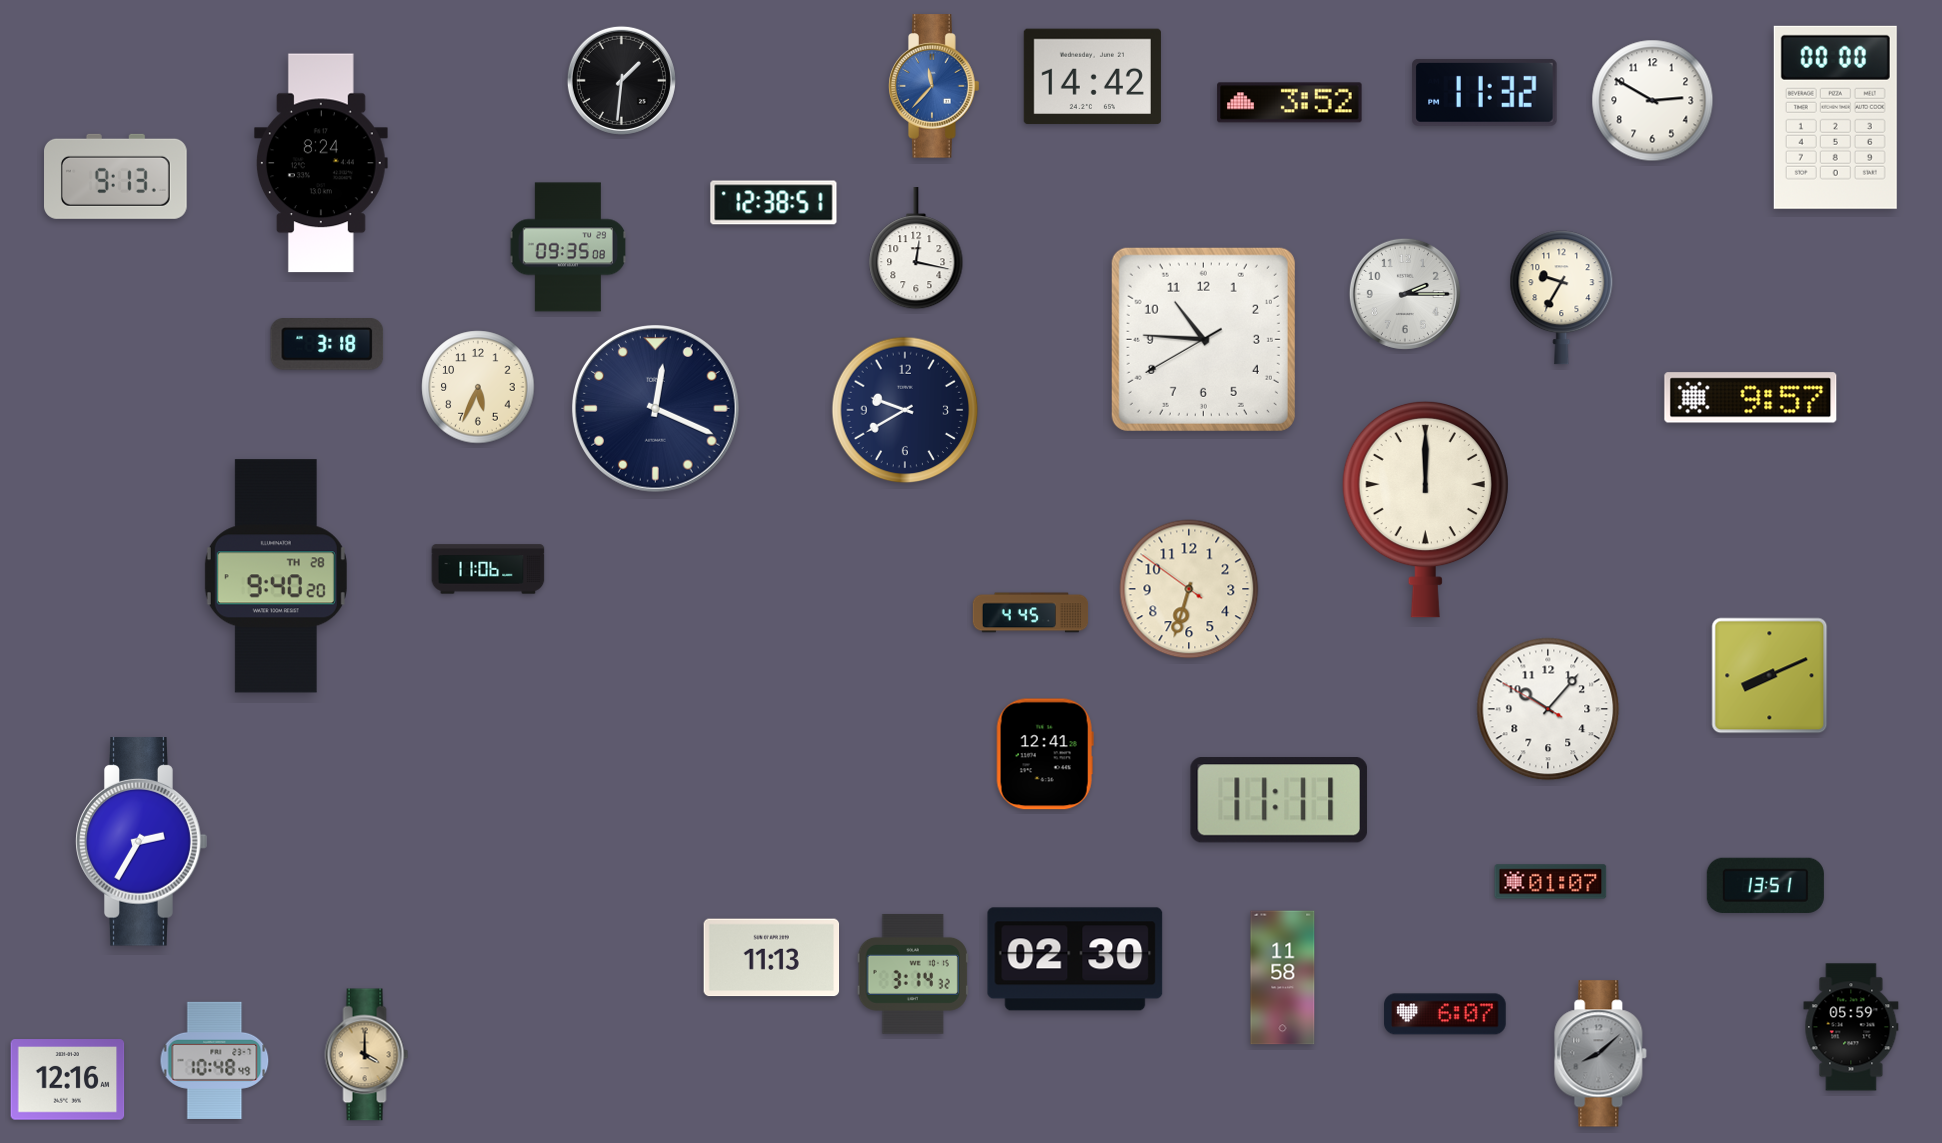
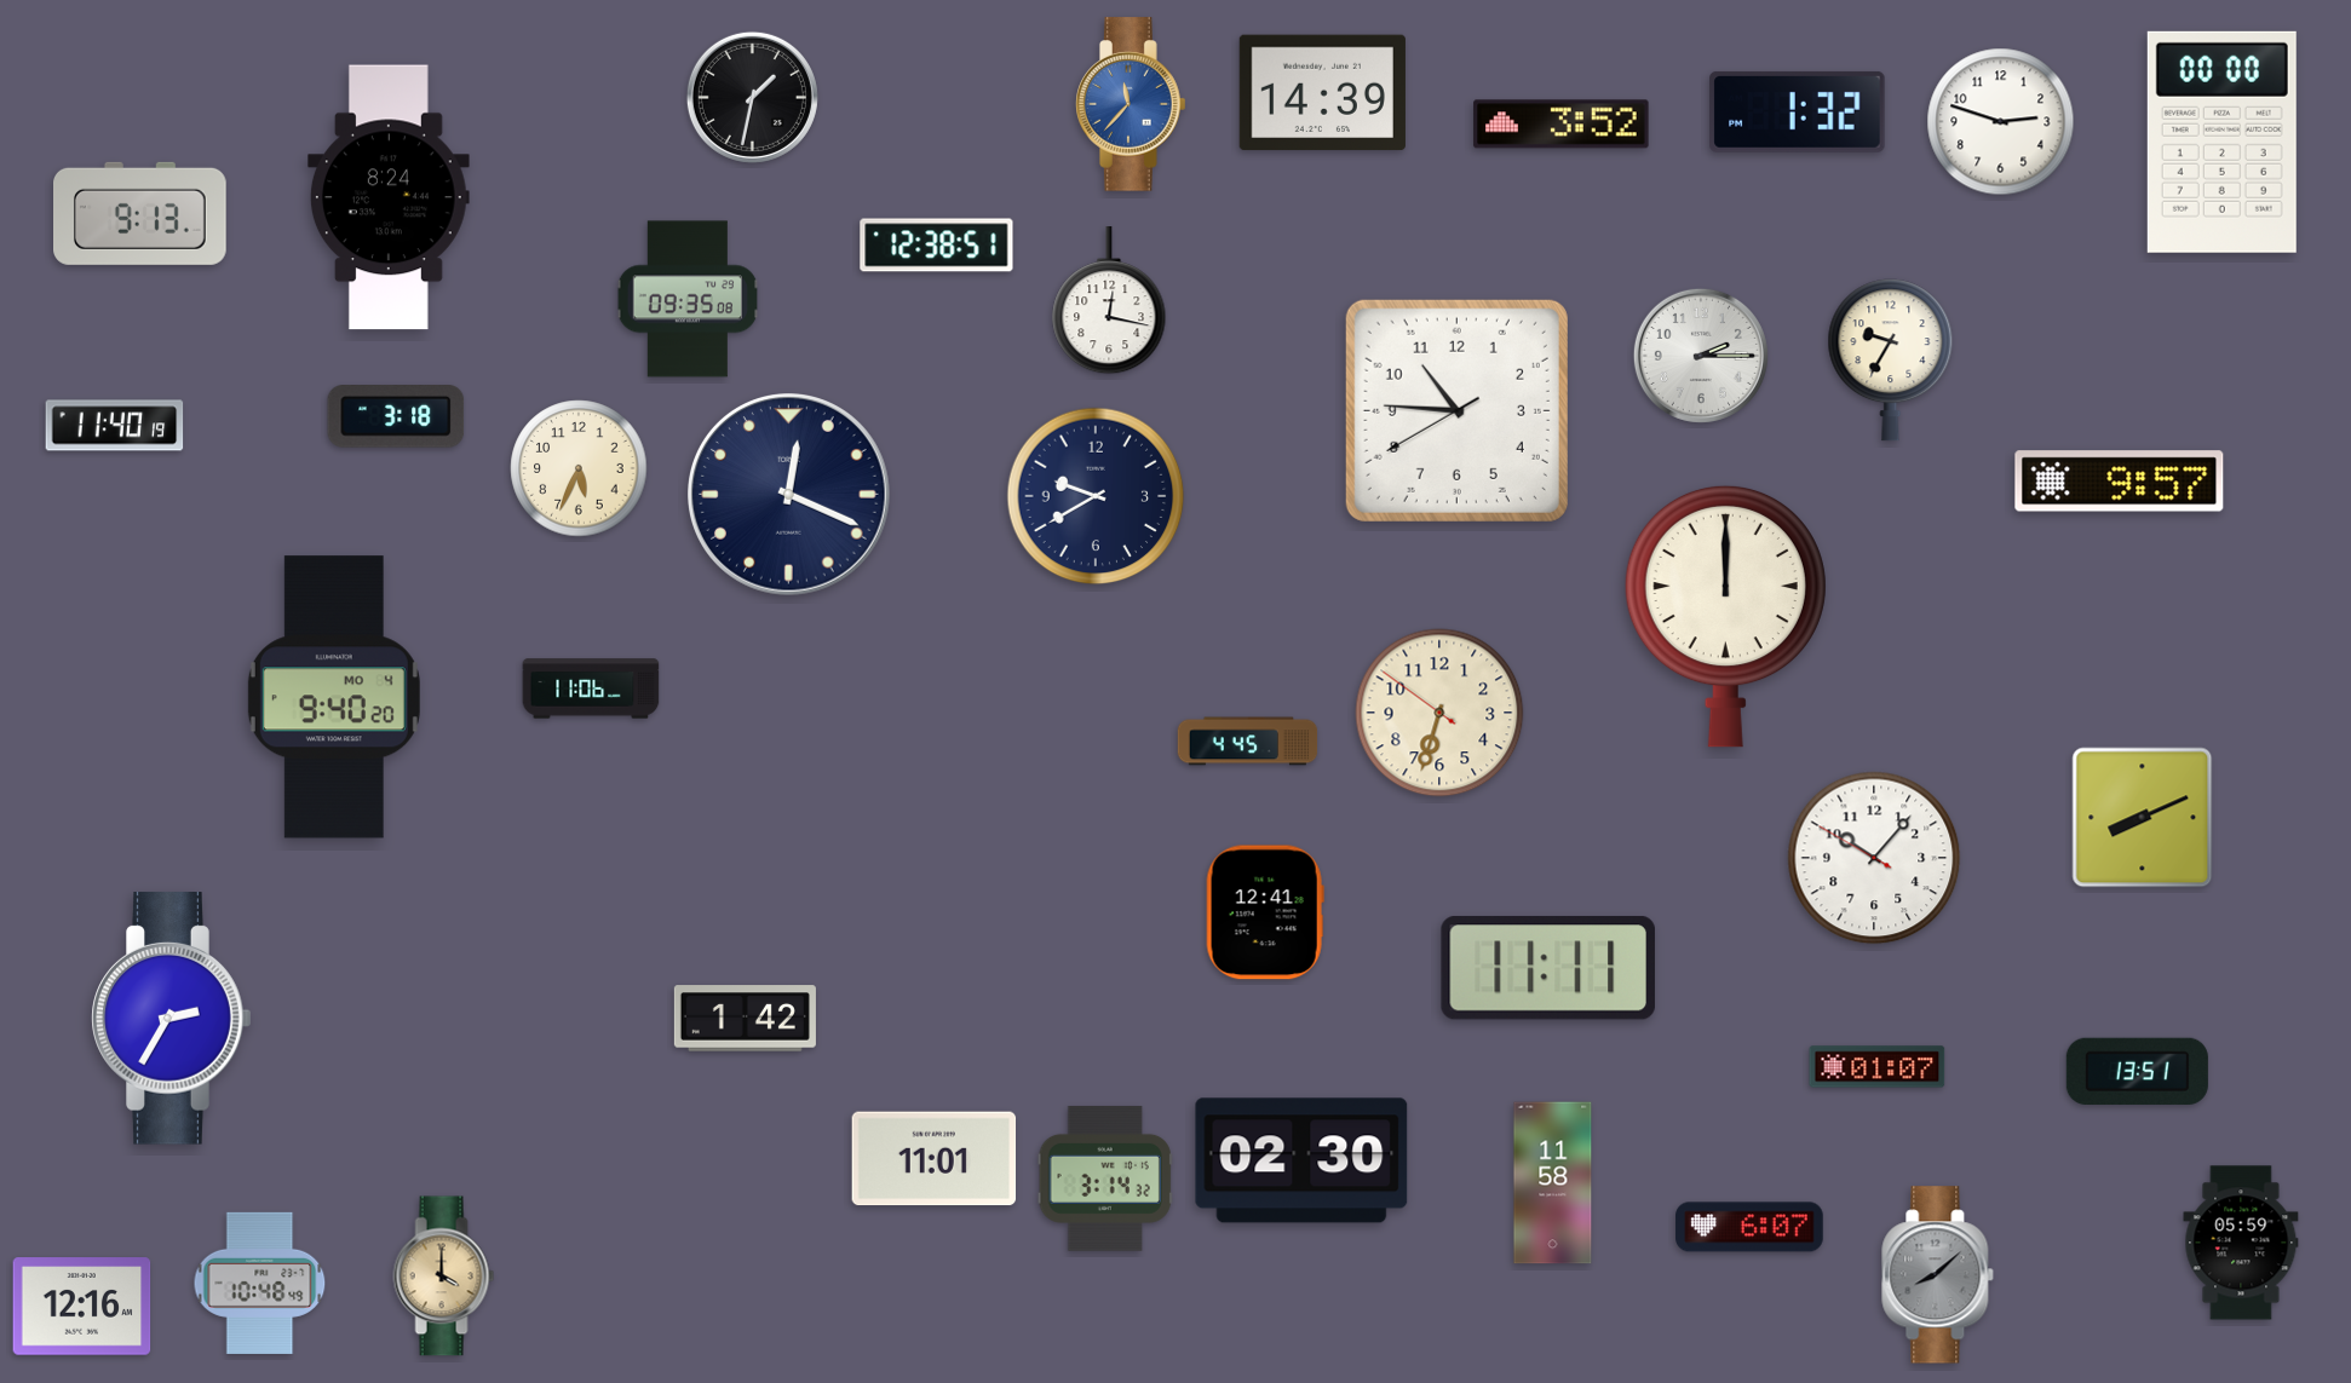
clock at (1092, 77): 14:42 -> 14:39
clock at (621, 80): 1:31 -> 1:32
clock at (1485, 92): 11:32 -> 1:32
clock at (1653, 101): 2:50 -> 2:48
clock at (115, 426): none -> 11:40
clock at (656, 409) position: (656, 409) -> (789, 495)
clock at (276, 576) date: TH 28 -> MO 4
clock at (745, 1019): none -> 1:42
clock at (772, 958): 11:13 -> 11:01
